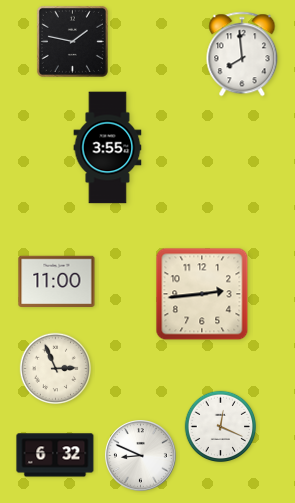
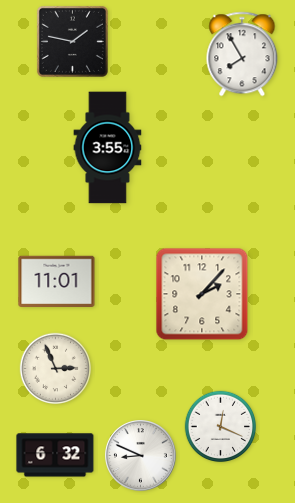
clock at (242, 54): 7:59 -> 7:55
clock at (57, 282): 11:00 -> 11:01
clock at (202, 294): 2:44 -> 2:07
